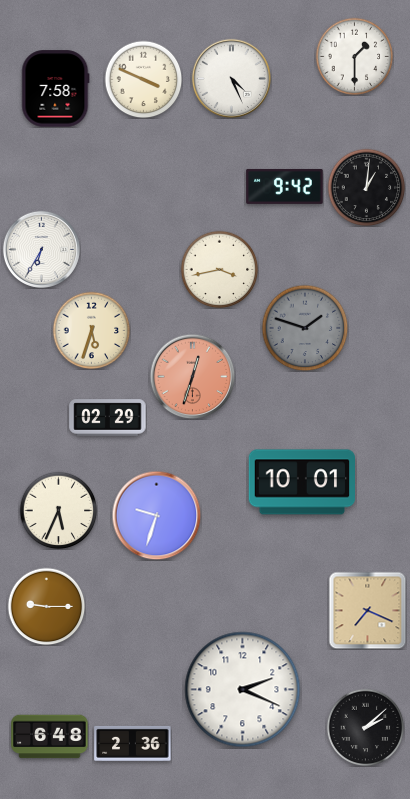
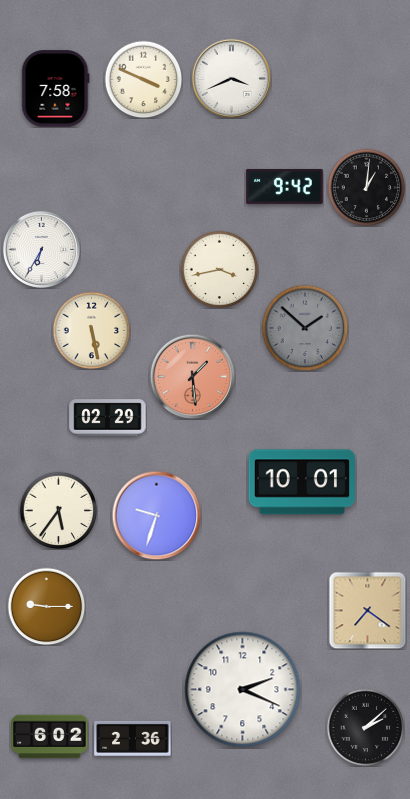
clock at (354, 56): 1:30 -> none
clock at (231, 78): 4:26 -> 3:41
clock at (305, 328): 1:48 -> 1:52
clock at (91, 330): 5:33 -> 5:28
clock at (192, 376): 12:33 -> 1:29
clock at (58, 510): 5:34 -> 5:36
clock at (367, 610): 7:19 -> 7:21
clock at (50, 737): 6:48 -> 6:02
clock at (133, 743) position: (133, 743) -> (133, 738)
